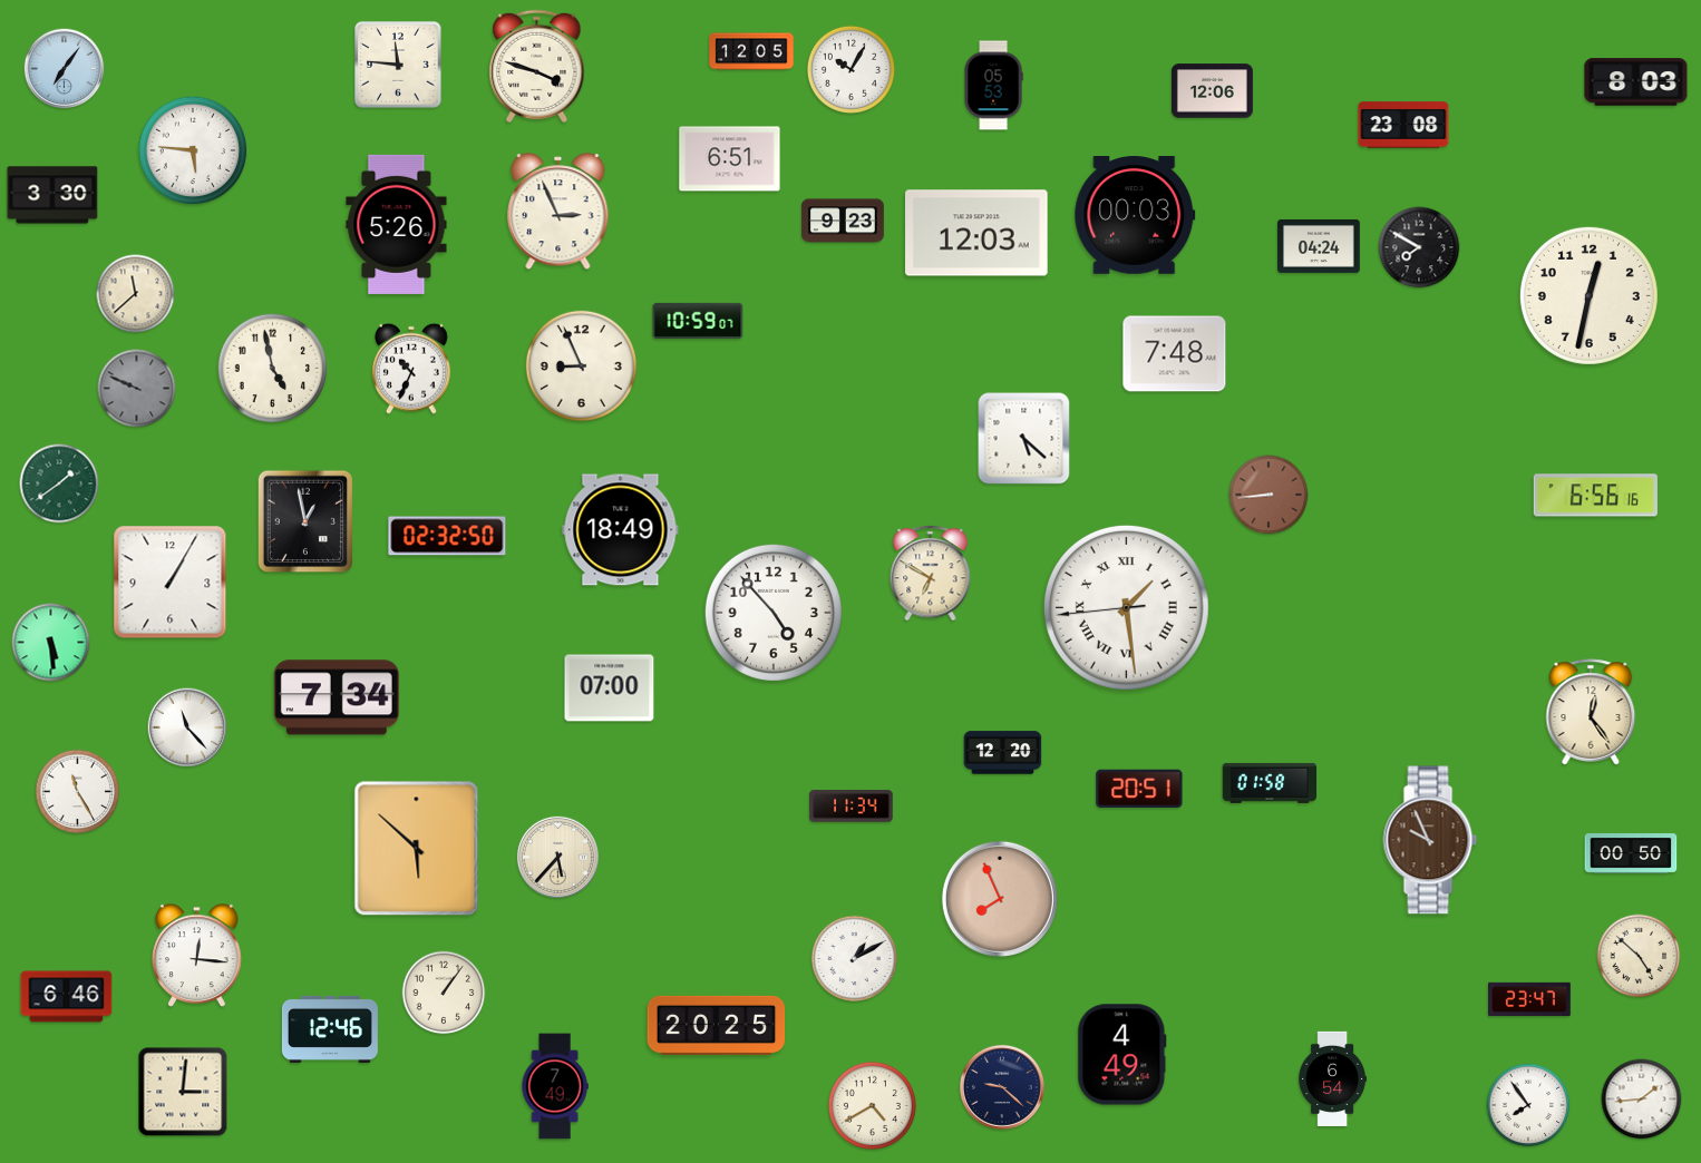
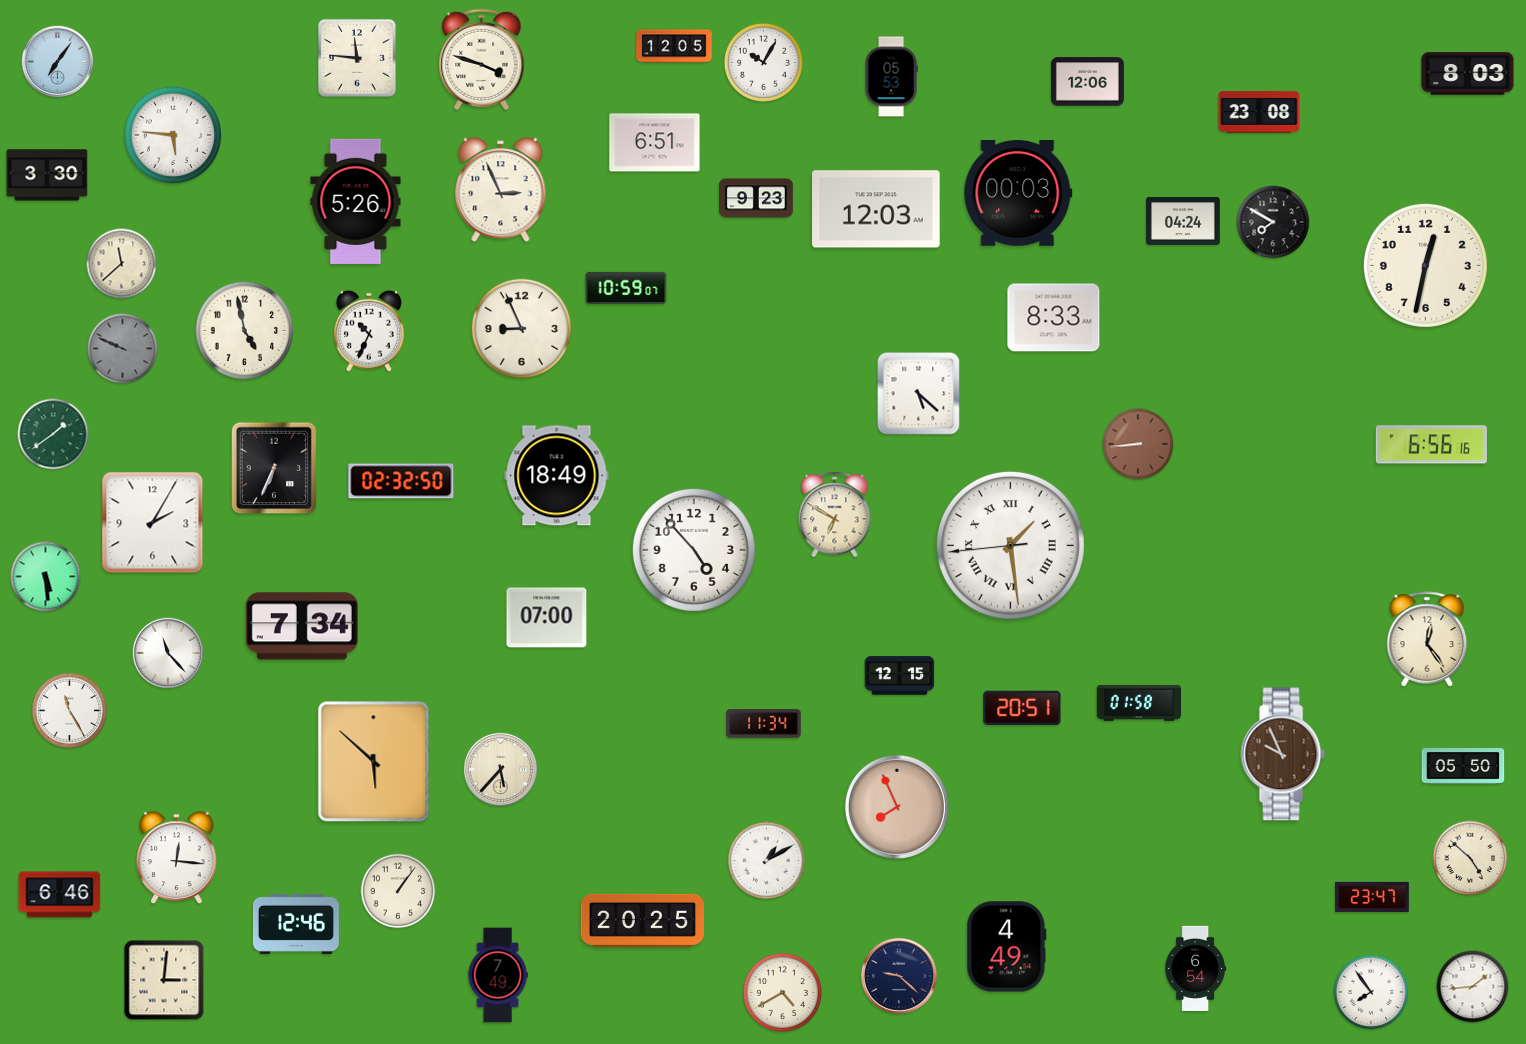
clock at (1175, 354): 7:48 -> 8:33
clock at (305, 521): 12:58 -> 6:34
clock at (171, 583): 1:05 -> 2:05
clock at (1003, 753): 12:20 -> 12:15
clock at (1631, 854): 00:50 -> 05:50
